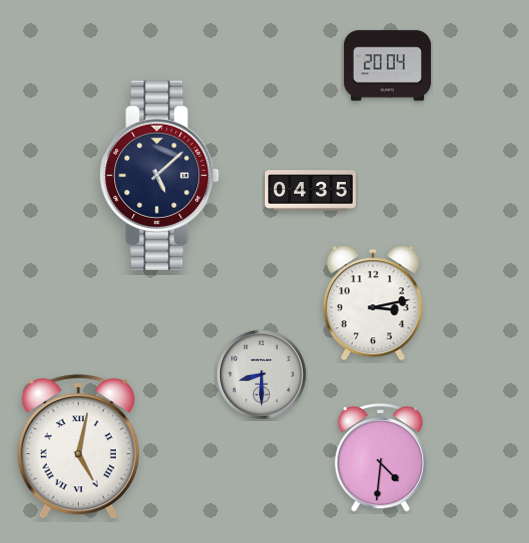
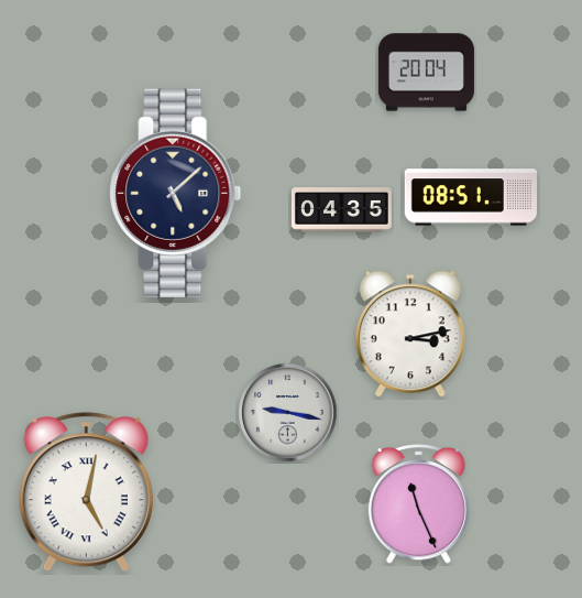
clock at (470, 197): none -> 08:51
clock at (262, 375): 8:30 -> 9:17
clock at (380, 458): 4:31 -> 11:26
